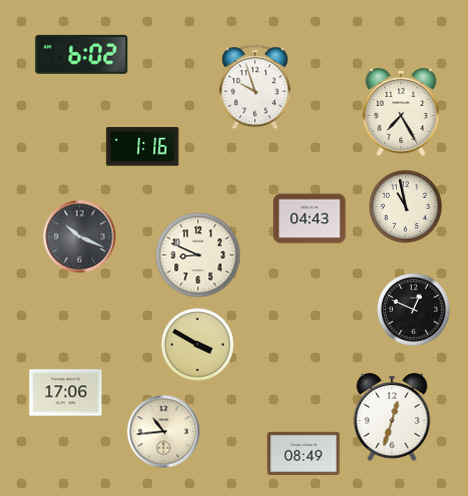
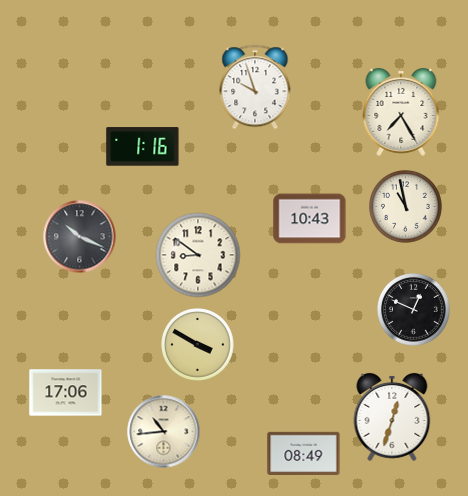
clock at (82, 54): 6:02 -> none
clock at (310, 219): 04:43 -> 10:43
clock at (198, 255): 8:49 -> 8:51
